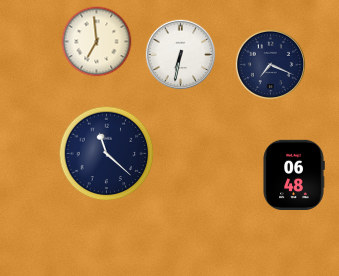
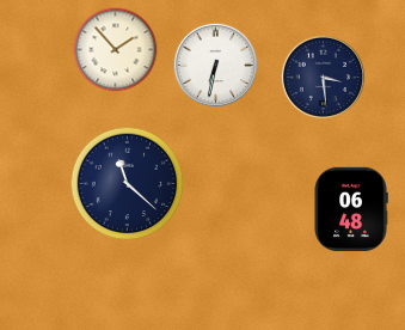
clock at (97, 42): 6:59 -> 1:53
clock at (271, 65): 7:19 -> 3:29
